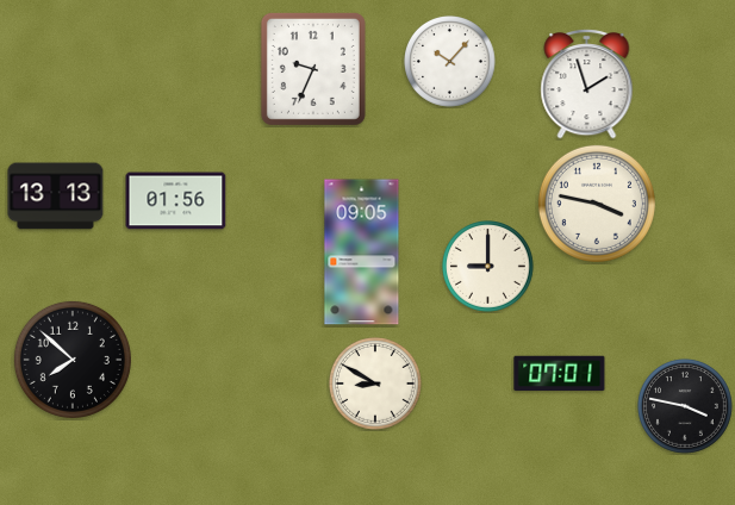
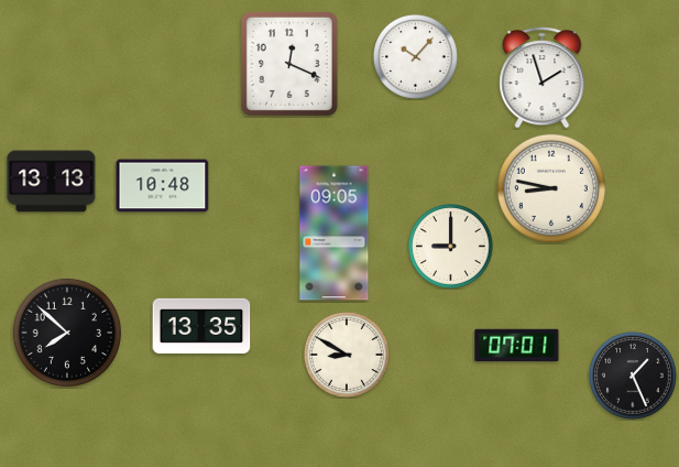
clock at (313, 69): 9:34 -> 12:19
clock at (176, 201): 01:56 -> 10:48
clock at (597, 204): 3:47 -> 8:47
clock at (201, 326): none -> 13:35
clock at (685, 406): 3:47 -> 1:26
